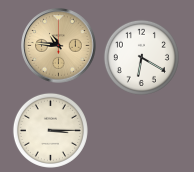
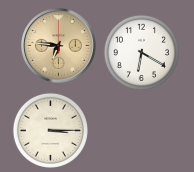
clock at (59, 46): 10:46 -> 6:46
clock at (141, 57) position: (141, 57) -> (141, 52)
